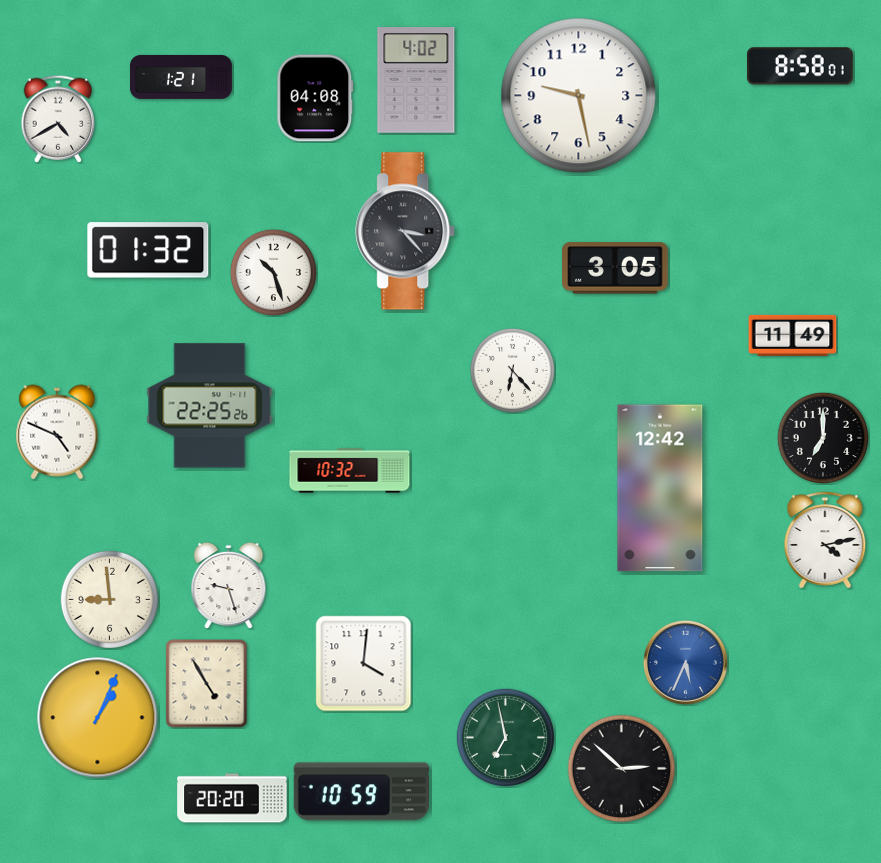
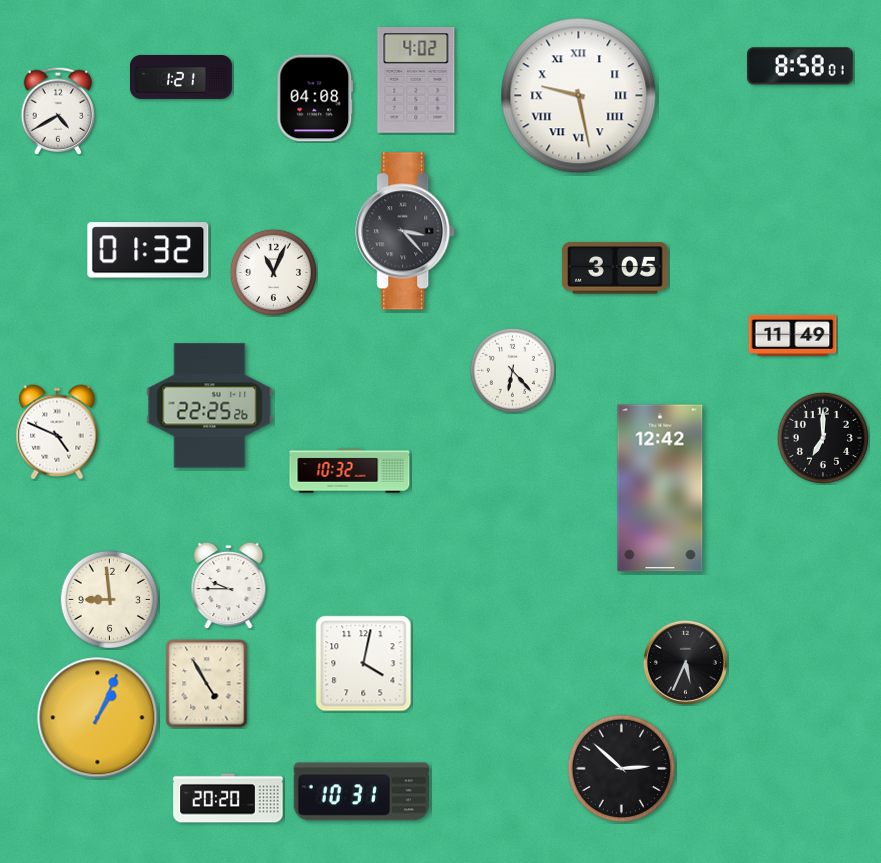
clock at (579, 96) numerals: Arabic -> Roman
clock at (58, 119) position: (58, 119) -> (58, 111)
clock at (273, 272): 10:27 -> 11:04
clock at (825, 540): 4:13 -> none
clock at (229, 585): 9:27 -> 9:45
clock at (685, 662) dial: blue -> black
clock at (364, 664): 4:01 -> 4:02
clock at (505, 737): 6:58 -> none
clock at (361, 792): 10:59 -> 10:31
clock at (232, 798) position: (232, 798) -> (228, 798)
